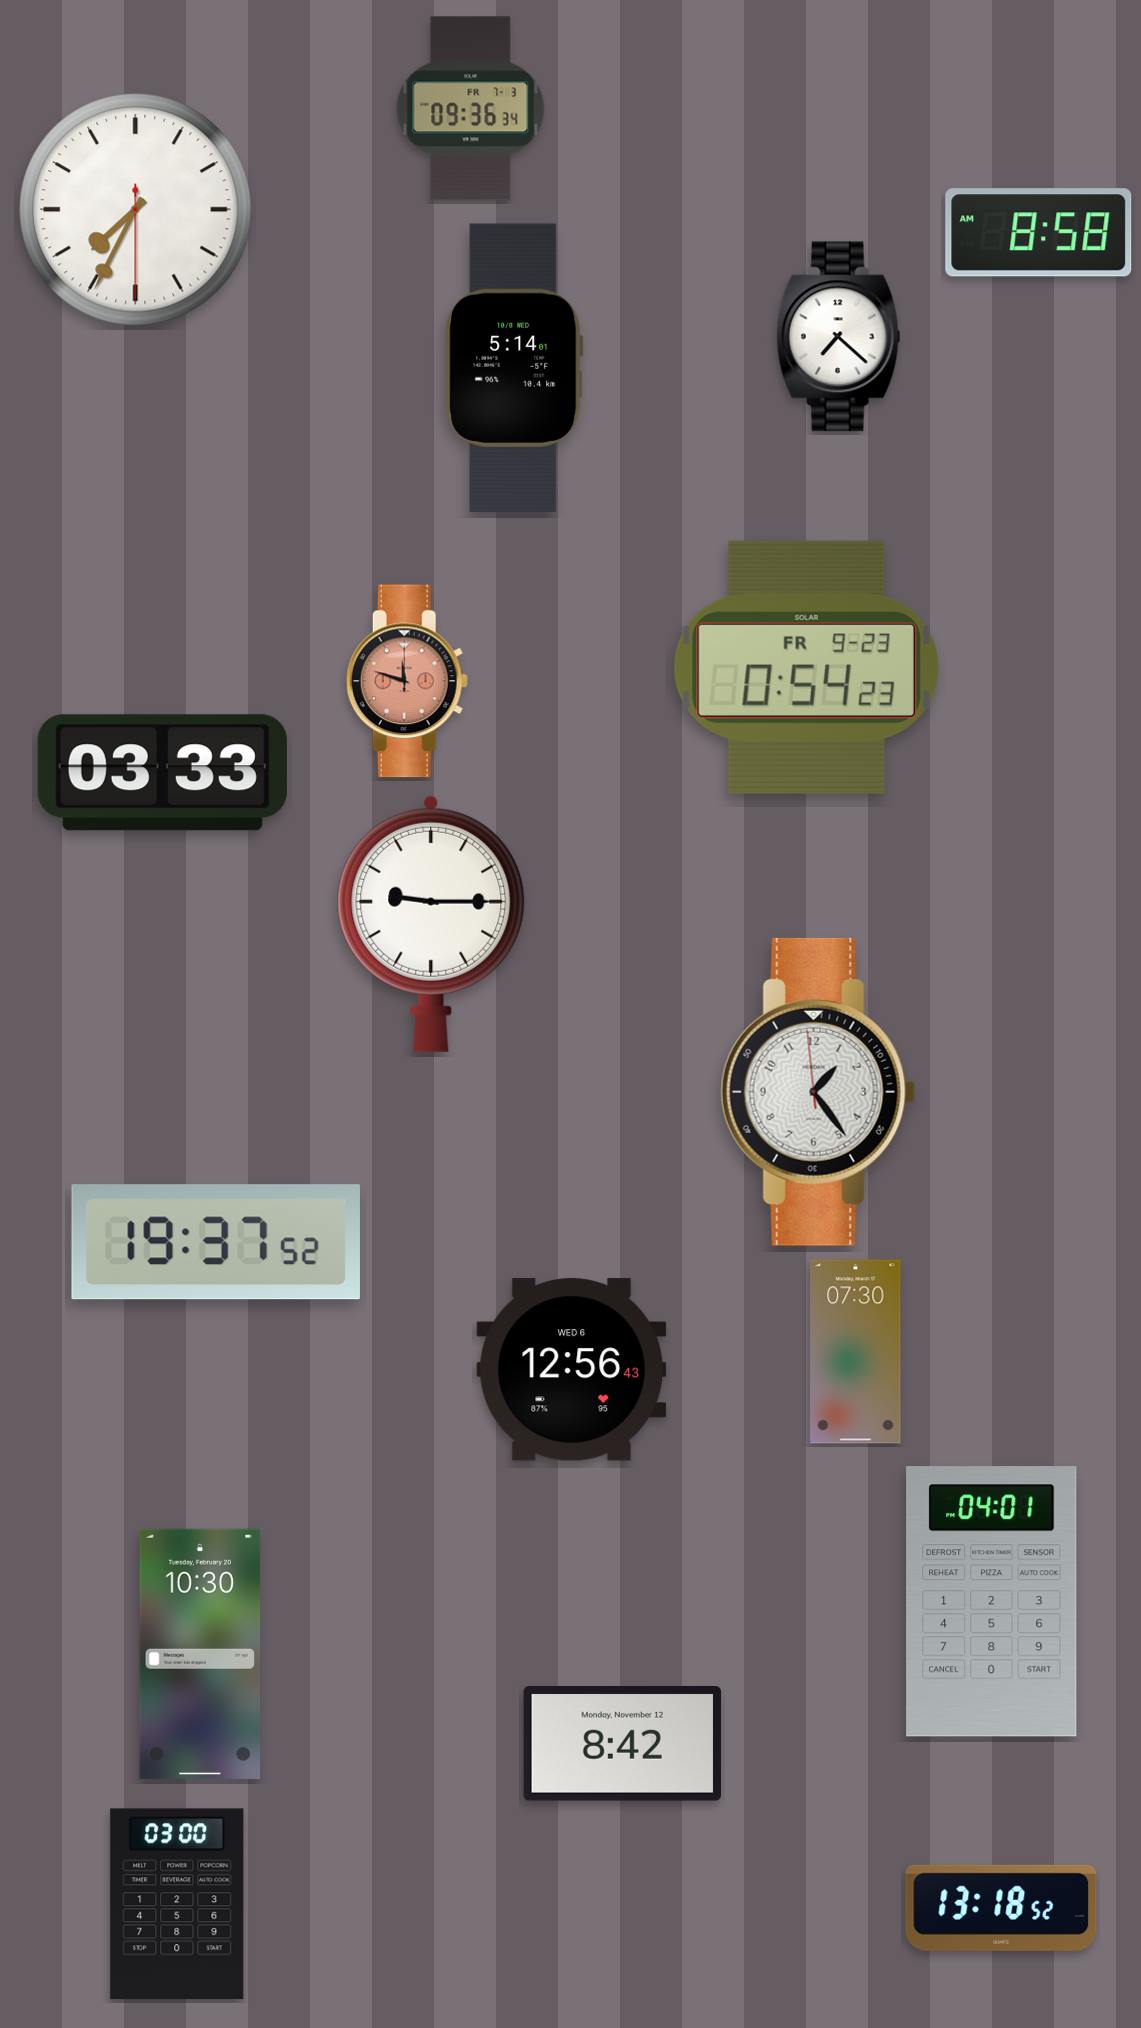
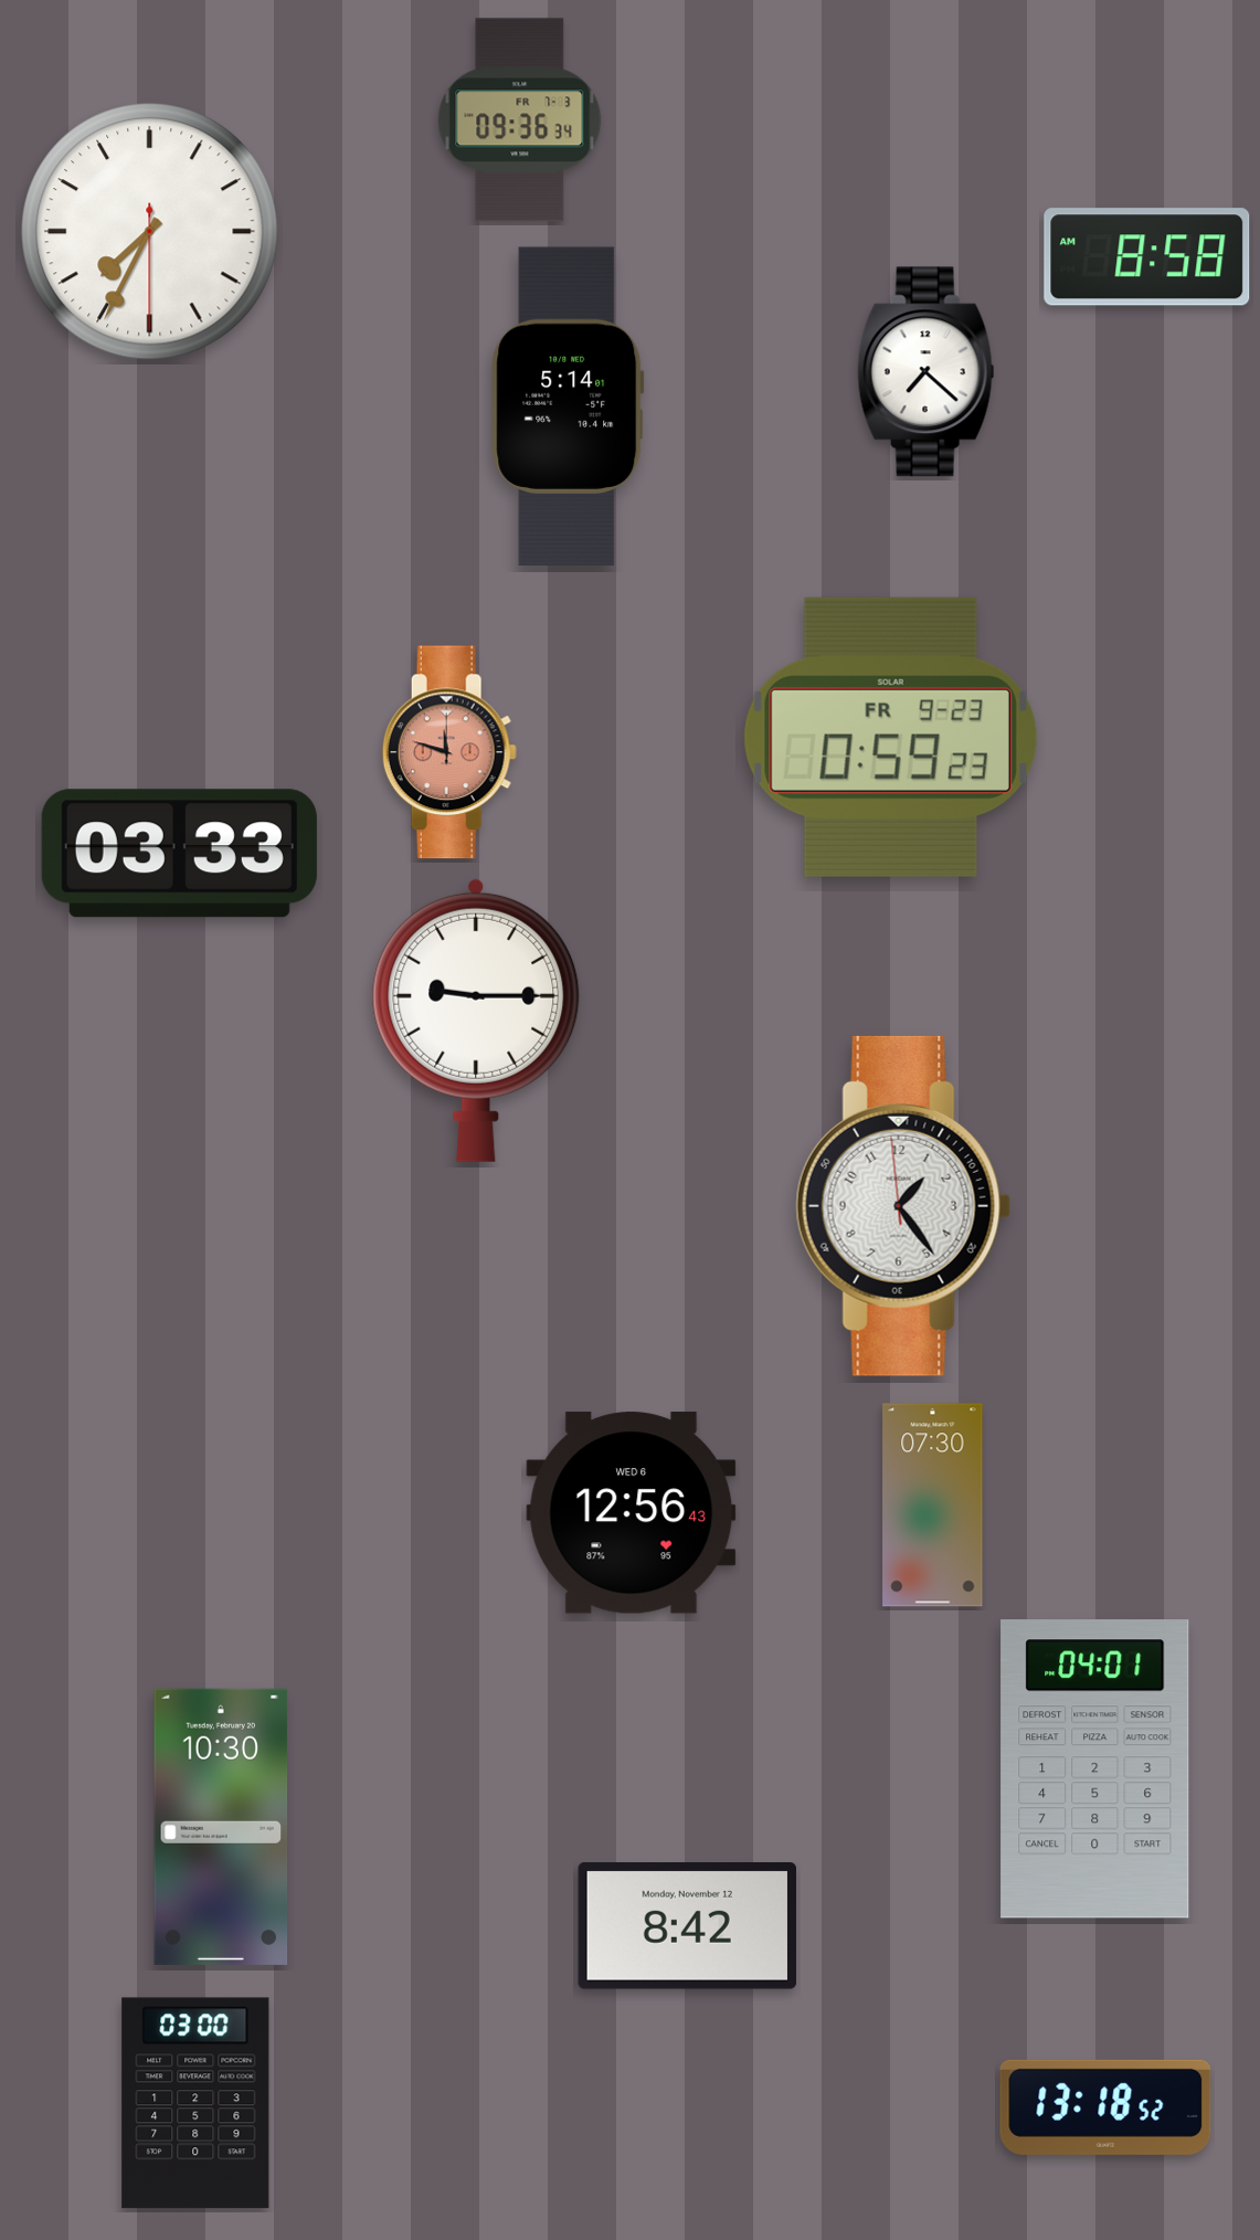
clock at (806, 667): 0:54 -> 0:59
clock at (216, 1242): 19:37 -> none
clock at (856, 1352) position: (856, 1352) -> (933, 1505)
